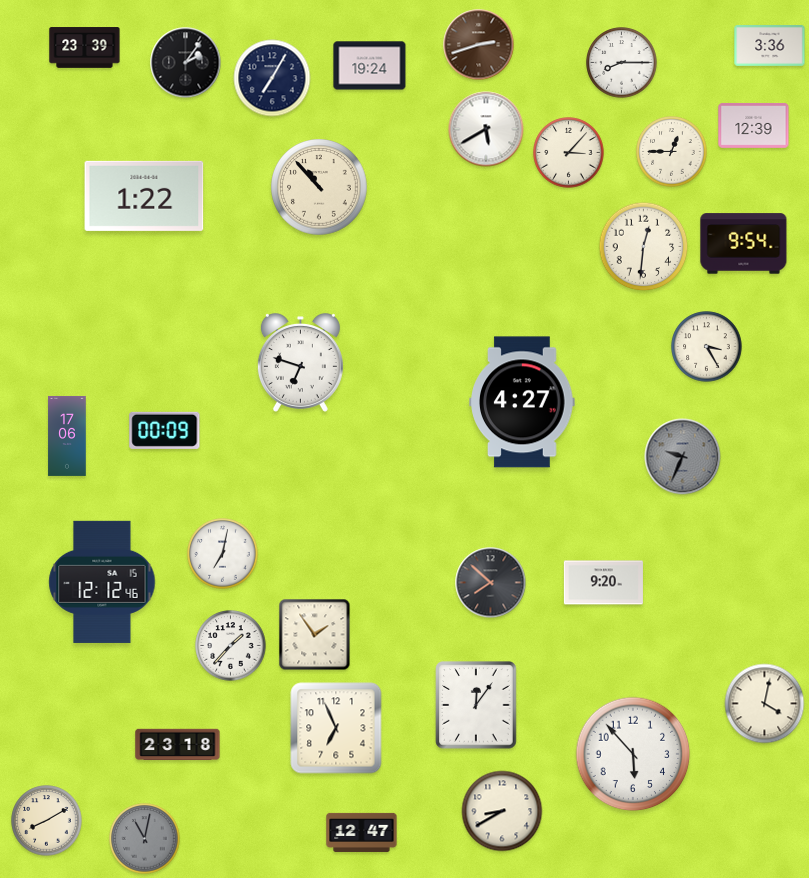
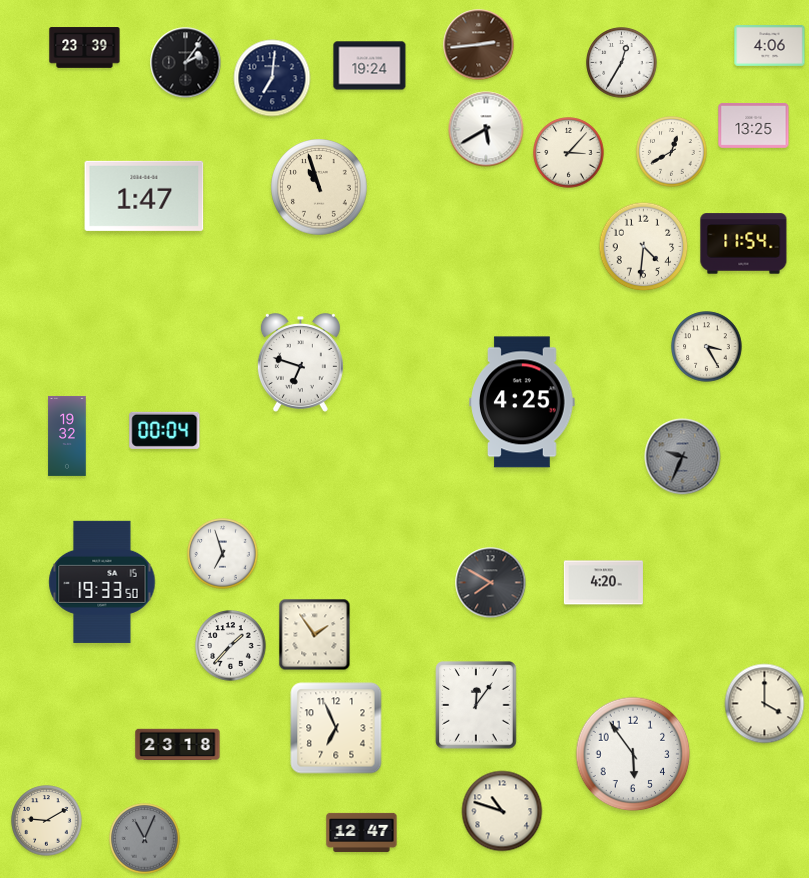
clock at (479, 45): 2:42 -> 2:44
clock at (770, 46): 3:36 -> 4:06
clock at (622, 63): 8:15 -> 12:35
clock at (272, 78): 7:05 -> 7:01
clock at (754, 125): 12:39 -> 13:25
clock at (672, 152): 12:45 -> 12:40
clock at (319, 187): 10:53 -> 10:57
clock at (144, 196): 1:22 -> 1:47
clock at (744, 244): 9:54 -> 11:54
clock at (644, 247): 12:31 -> 4:31
clock at (522, 402): 4:27 -> 4:25
clock at (165, 430): 00:09 -> 00:04
clock at (67, 436): 17:06 -> 19:32
clock at (223, 554): 7:02 -> 6:57
clock at (102, 582): 12:12 -> 19:33
clock at (491, 583): 7:52 -> 7:50
clock at (603, 583): 9:20 -> 4:20
clock at (765, 704): 4:02 -> 4:00
clock at (633, 754): 5:53 -> 5:54
clock at (502, 811): 8:40 -> 10:48
clock at (47, 821): 8:10 -> 9:10
clock at (145, 839): 11:02 -> 11:04
